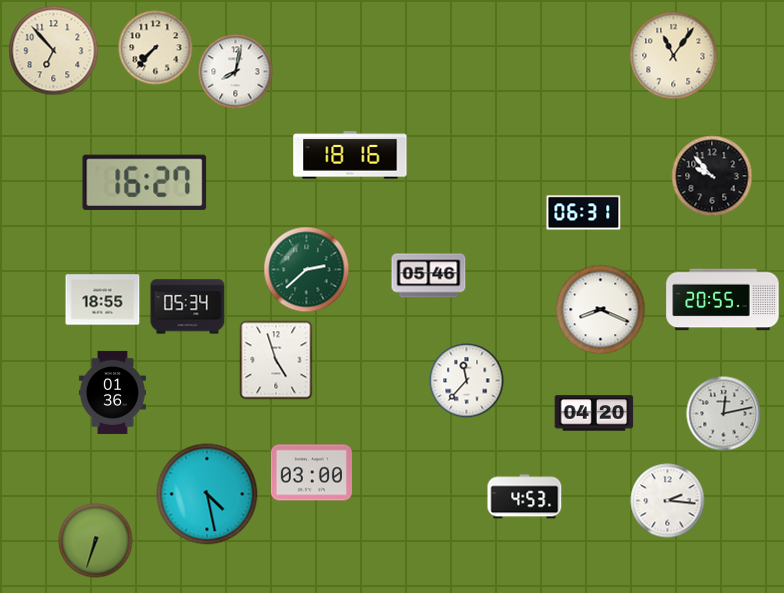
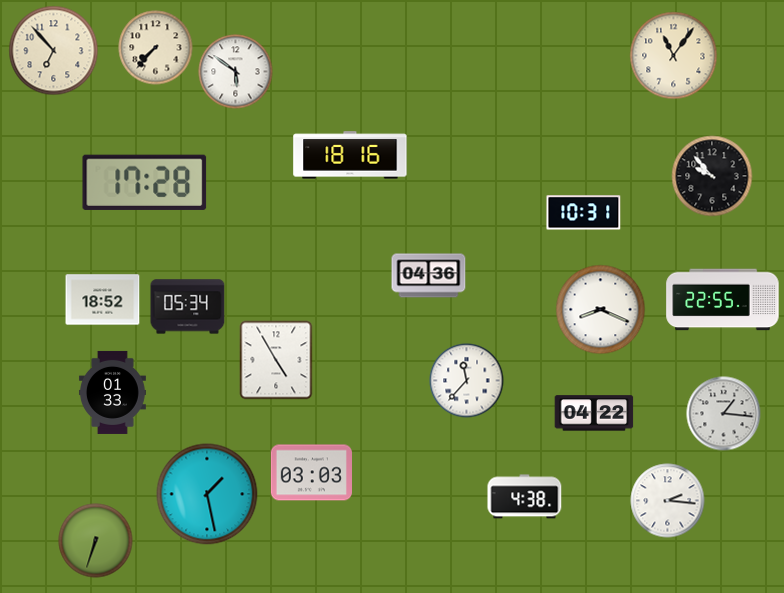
clock at (236, 72): 8:02 -> 5:51
clock at (145, 182): 16:27 -> 17:28
clock at (584, 213): 06:31 -> 10:31
clock at (307, 270): 2:38 -> none
clock at (429, 276): 05:46 -> 04:36
clock at (103, 300): 18:55 -> 18:52
clock at (723, 300): 20:55 -> 22:55
clock at (276, 360): 4:57 -> 4:55
clock at (112, 392): 01:36 -> 01:33
clock at (594, 413): 04:20 -> 04:22
clock at (724, 414): 12:13 -> 1:16
clock at (311, 473): 03:00 -> 03:03
clock at (207, 494): 4:28 -> 1:28
clock at (525, 497): 4:53 -> 4:38
